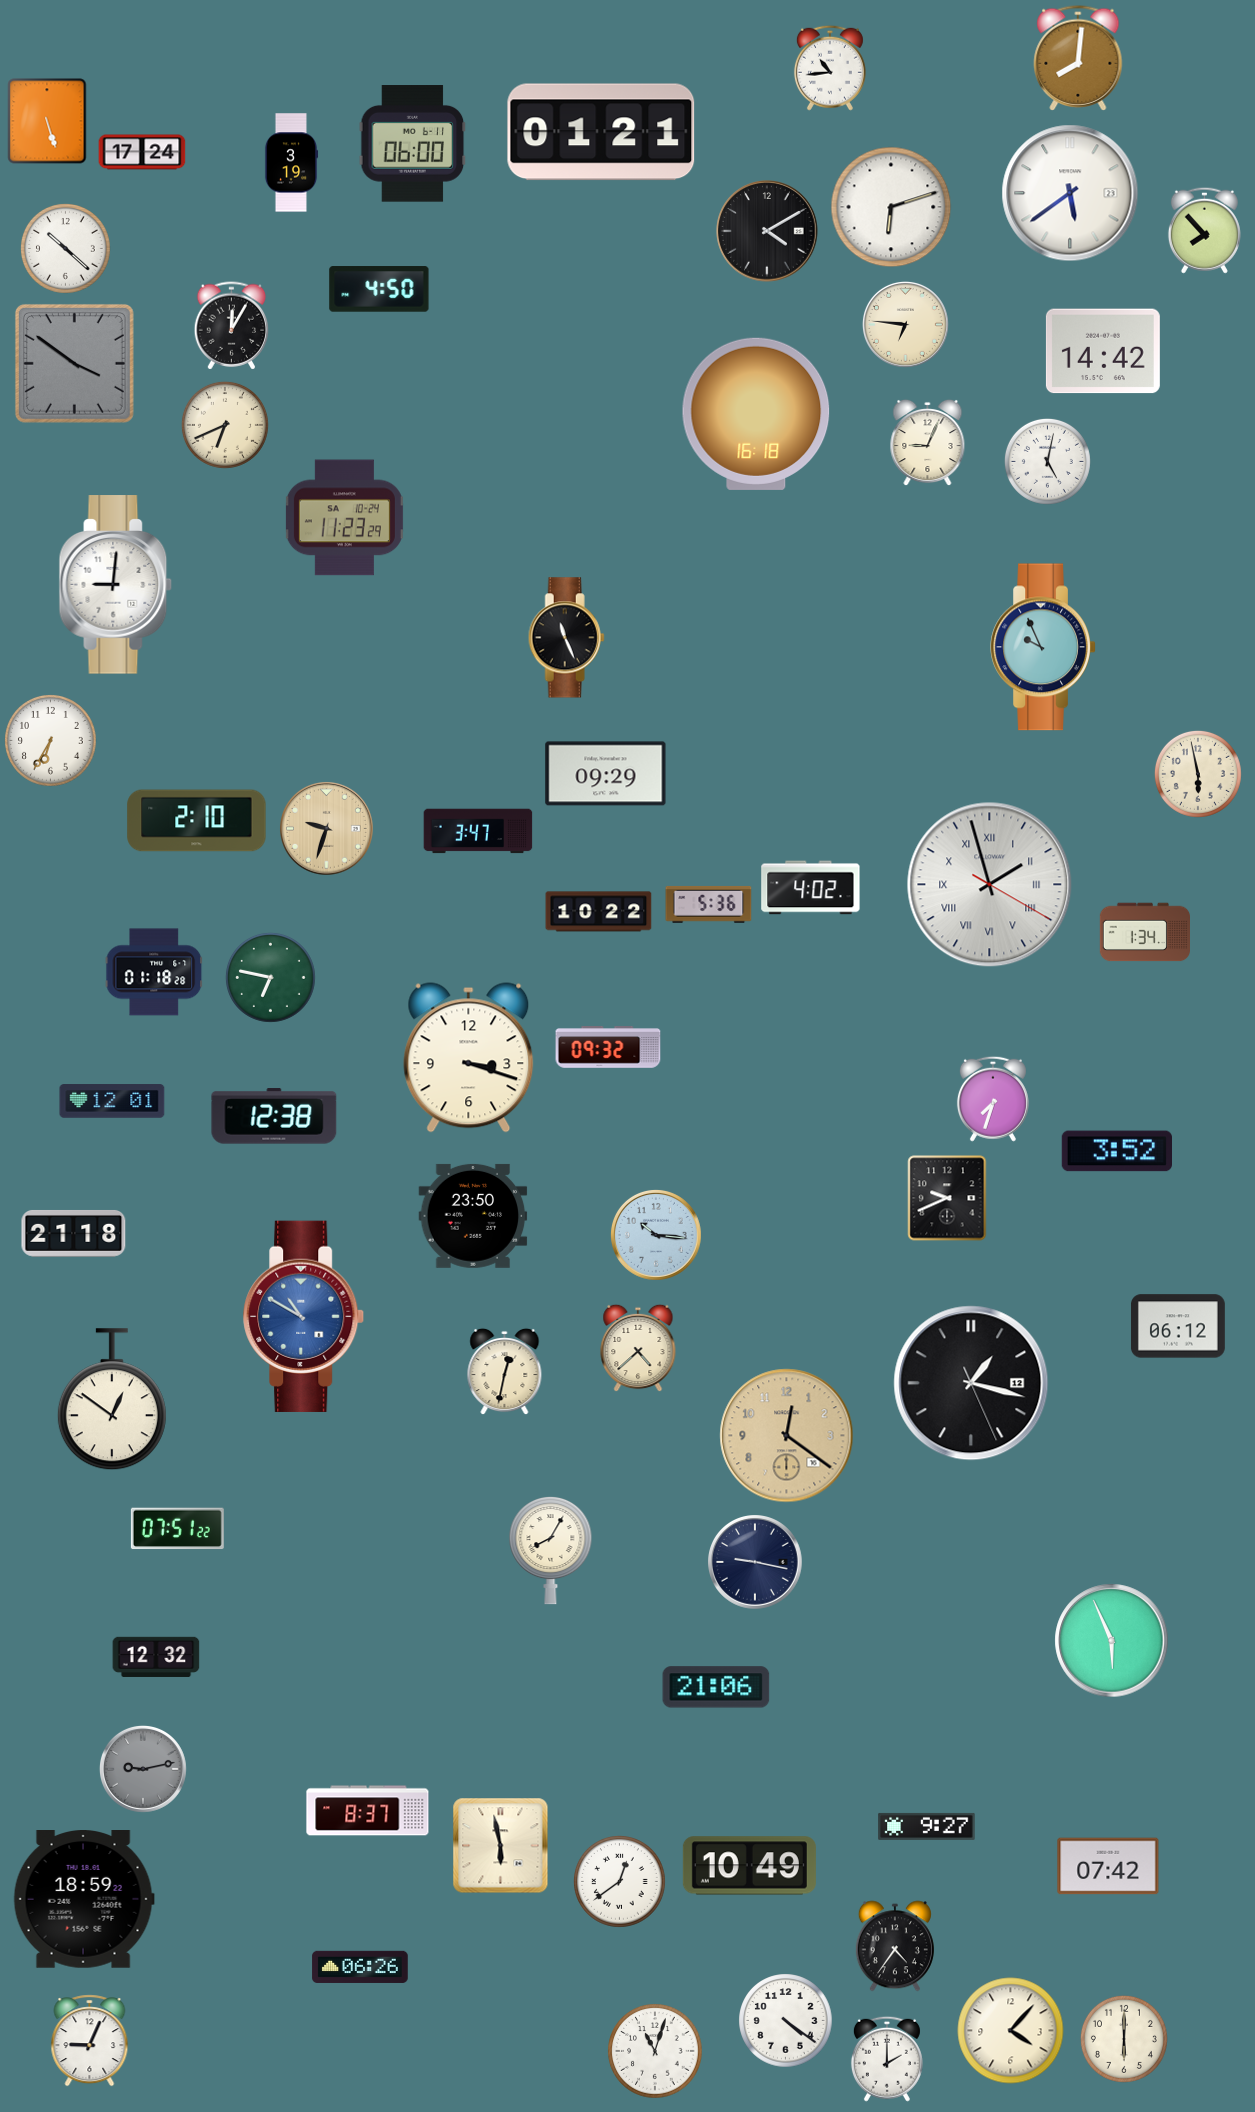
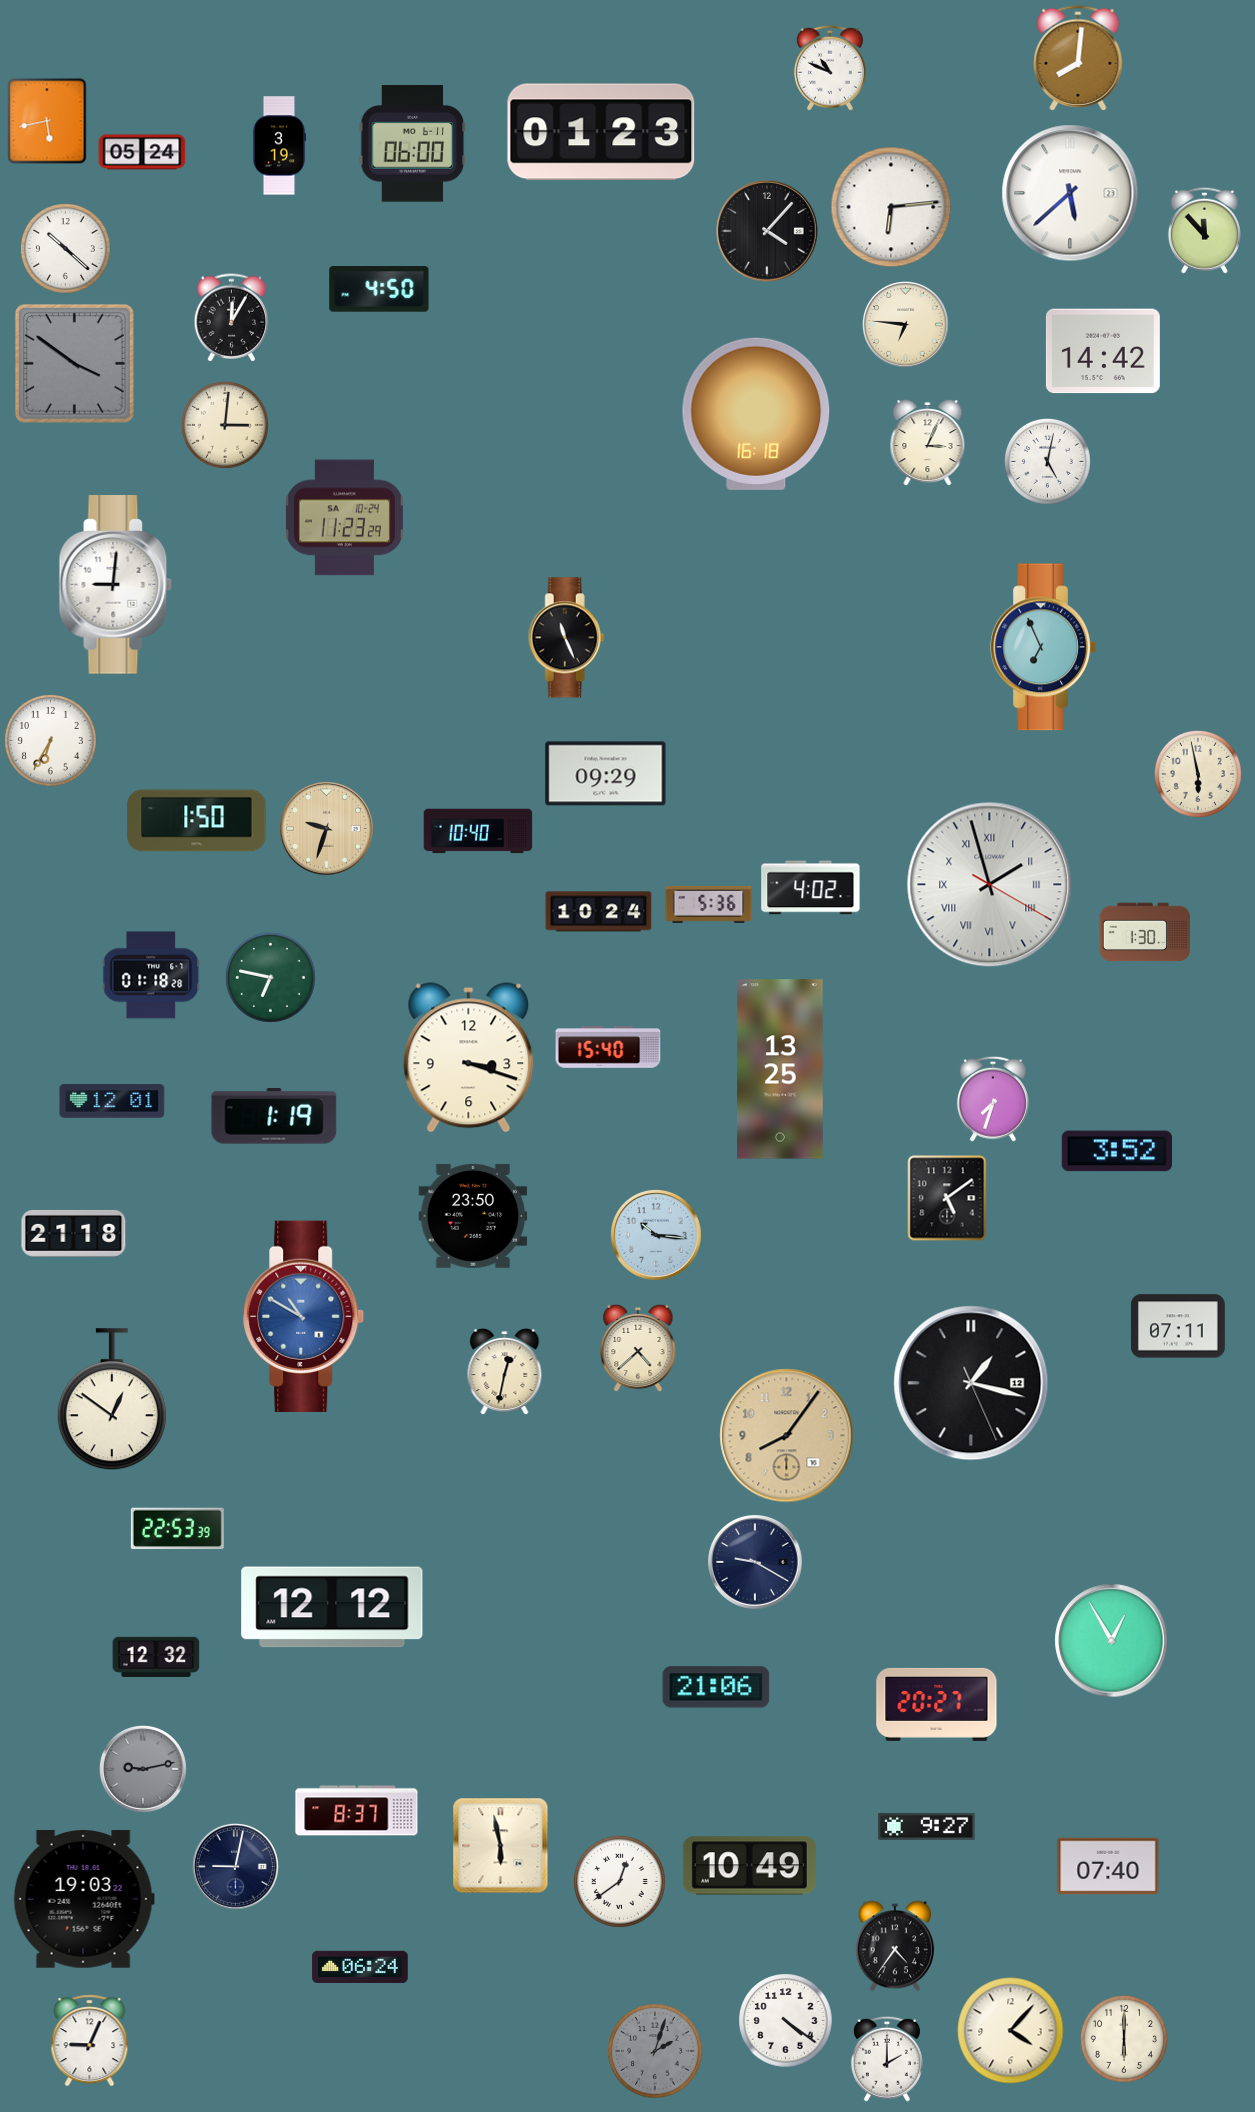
clock at (830, 68): 10:44 -> 10:49
clock at (47, 121): 5:27 -> 5:43
clock at (601, 132): 01:21 -> 01:23
clock at (142, 152): 17:24 -> 05:24
clock at (291, 163) position: (291, 163) -> (279, 146)
clock at (1070, 193): 5:39 -> 5:38
clock at (891, 207): 6:12 -> 6:14
clock at (1204, 230): 7:53 -> 11:53
clock at (767, 231): 4:10 -> 4:07
clock at (232, 326) position: (232, 326) -> (232, 318)
clock at (225, 425): 6:41 -> 3:01
clock at (928, 443): 9:04 -> 3:04
clock at (1043, 647): 9:56 -> 6:56
clock at (197, 821): 2:10 -> 1:50
clock at (478, 831): 3:47 -> 10:40
clock at (599, 912): 10:22 -> 10:24
clock at (1144, 932): 1:34 -> 1:30
clock at (154, 972) position: (154, 972) -> (151, 975)
clock at (608, 1048): 09:32 -> 15:40
clock at (781, 1069): none -> 13:25
clock at (274, 1116): 12:38 -> 1:19
clock at (947, 1198): 9:41 -> 5:09
clock at (1178, 1326): 06:12 -> 07:11
clock at (787, 1436): 12:21 -> 8:06
clock at (177, 1529): 07:51 -> 22:53
clock at (551, 1550): 8:05 -> none
clock at (756, 1563): 9:17 -> 9:20
clock at (332, 1607): none -> 12:12
clock at (1112, 1641): 5:56 -> 12:55
clock at (937, 1704): none -> 20:27
clock at (368, 1811) position: (368, 1811) -> (357, 1811)
clock at (235, 1866): none -> 9:02
clock at (1108, 1866): 07:42 -> 07:40
clock at (84, 1900): 18:59 -> 19:03
clock at (360, 1967): 06:26 -> 06:24
clock at (655, 2051): 11:03 -> 2:03
clock at (655, 2051) dial: white -> grey
